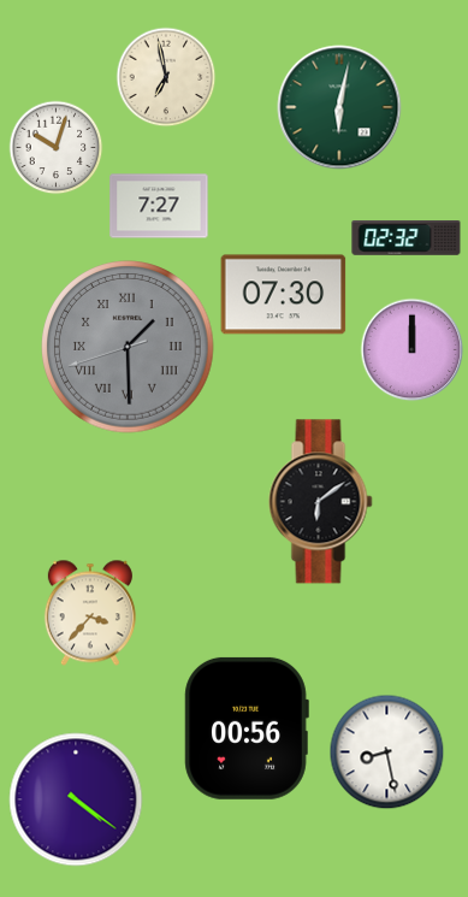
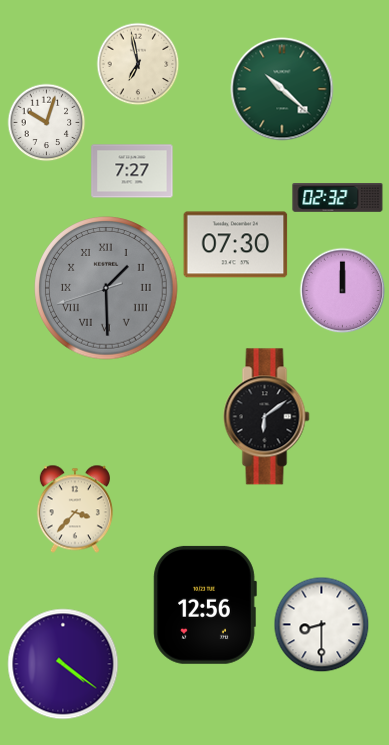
clock at (339, 107): 6:02 -> 10:22
clock at (247, 728): 00:56 -> 12:56
clock at (386, 751): 8:28 -> 8:30
